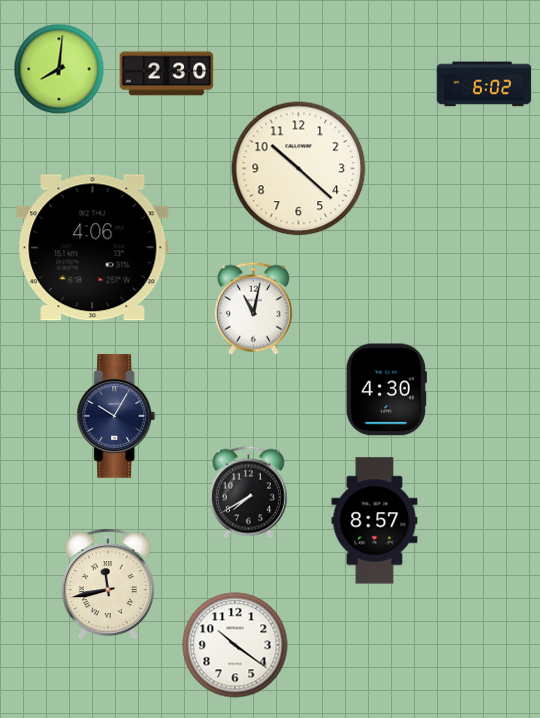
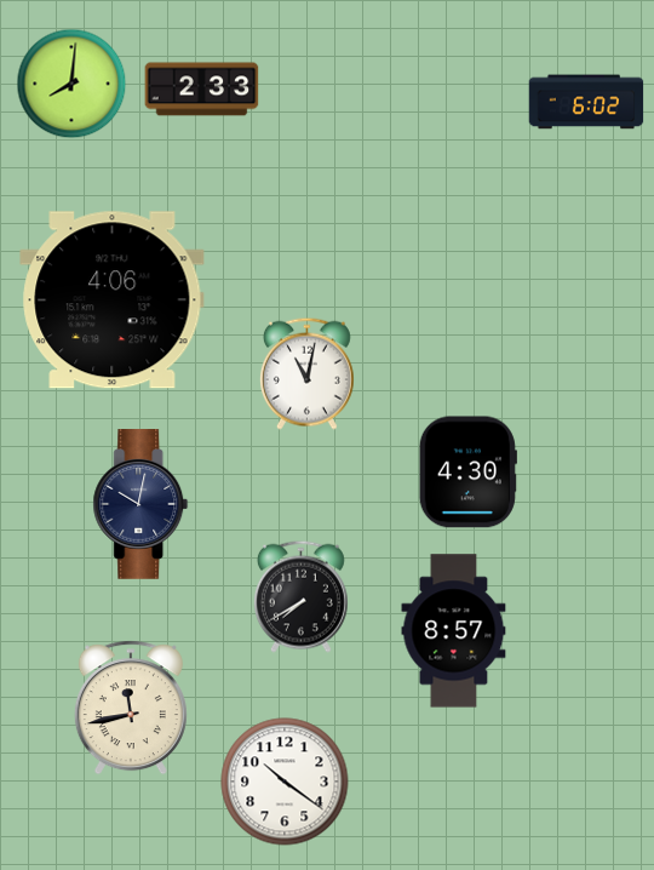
clock at (167, 74): 2:30 -> 2:33
clock at (299, 169): 10:22 -> none
clock at (116, 417): 10:05 -> 10:02
